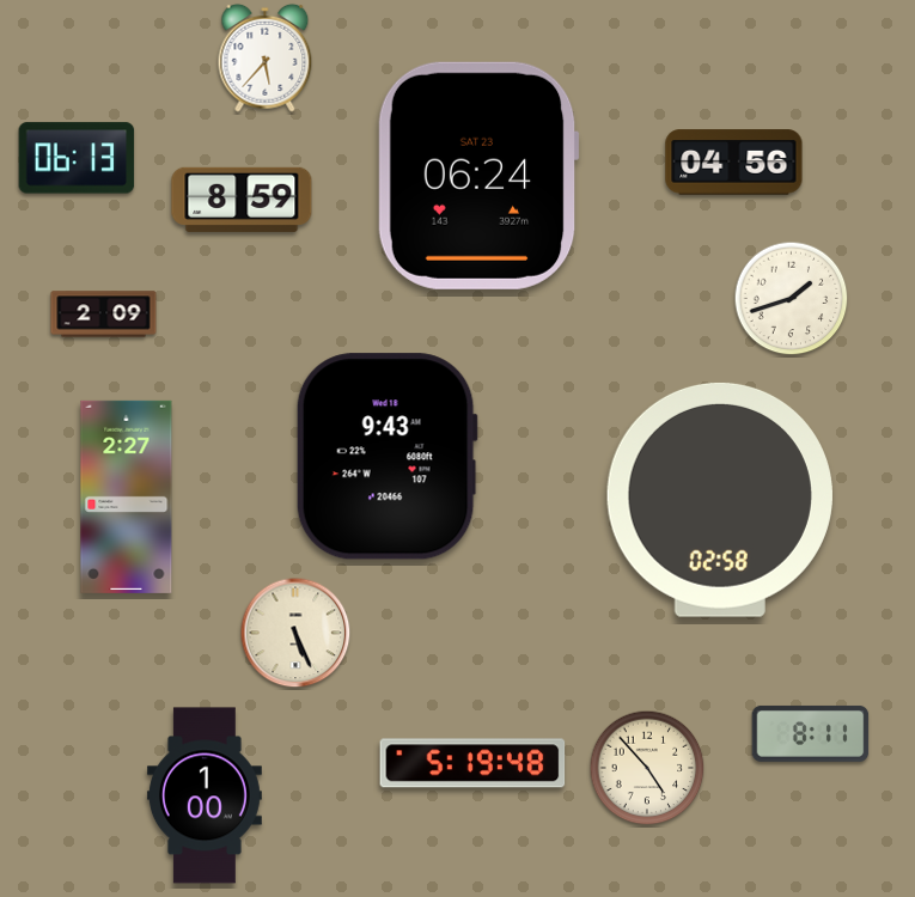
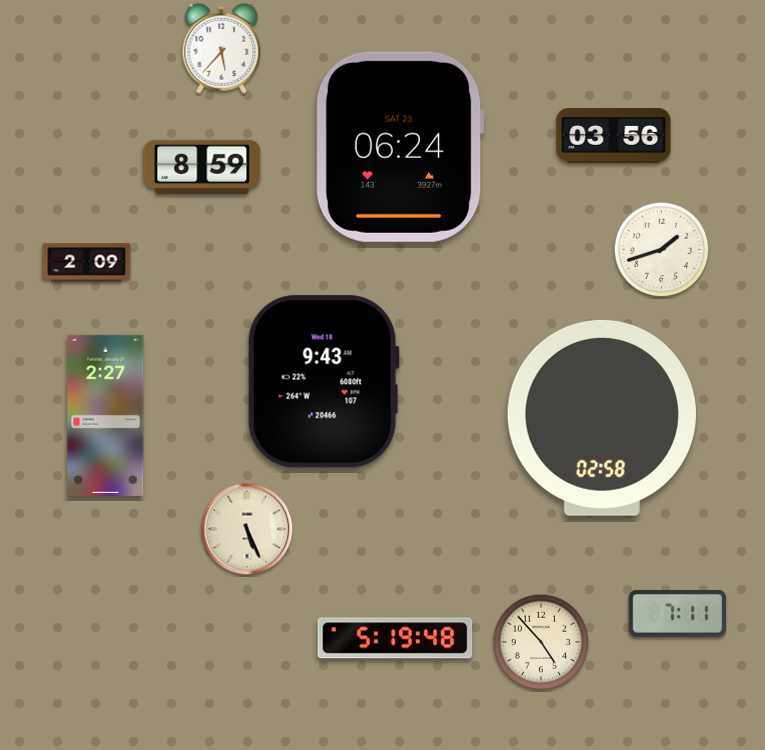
clock at (77, 158): 06:13 -> none
clock at (734, 163): 04:56 -> 03:56
clock at (811, 733): 8:11 -> 7:11
clock at (205, 795): 1:00 -> none
